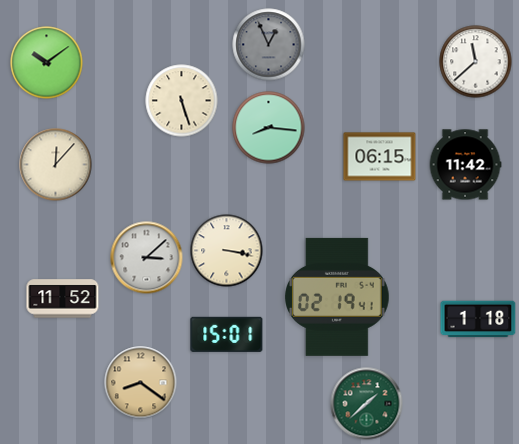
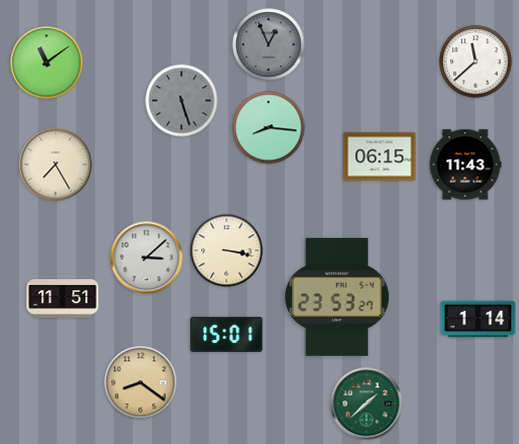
clock at (47, 63): 10:09 -> 11:09
clock at (182, 101) dial: cream -> grey
clock at (56, 165): 12:07 -> 7:25
clock at (465, 165): 11:42 -> 11:43
clock at (338, 297): 02:19 -> 23:53
clock at (63, 299): 11:52 -> 11:51
clock at (478, 319): 1:18 -> 1:14
